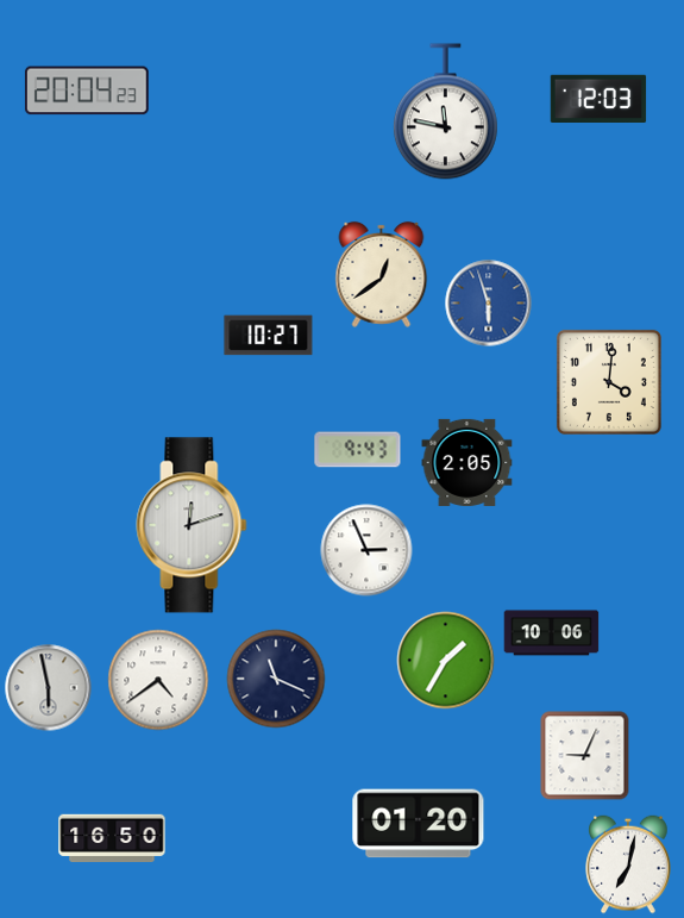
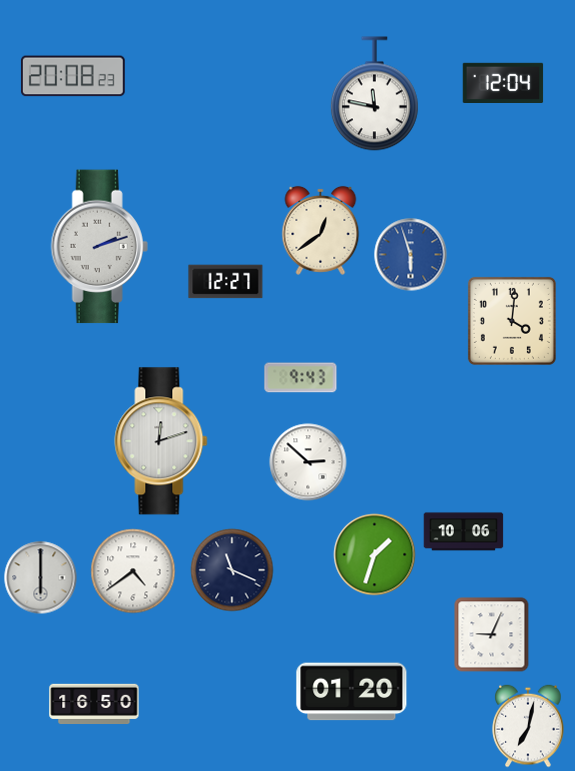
clock at (87, 90): 20:04 -> 20:08
clock at (598, 98): 12:03 -> 12:04
clock at (99, 247): none -> 2:12
clock at (269, 336): 10:27 -> 12:27
clock at (467, 462): 2:05 -> none
clock at (366, 550): 2:56 -> 2:52
clock at (446, 661): 1:35 -> 1:33
clock at (49, 688): 5:58 -> 6:00
